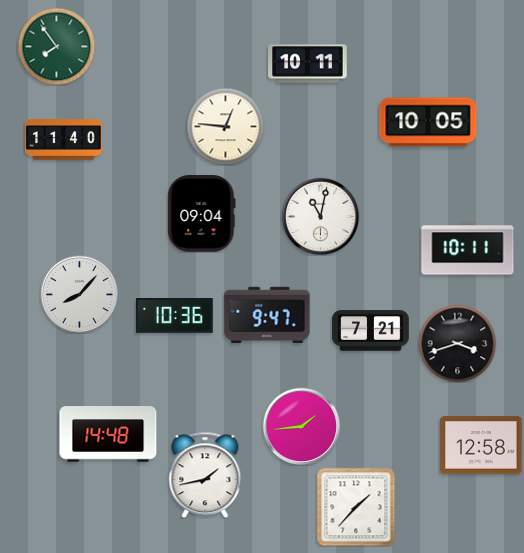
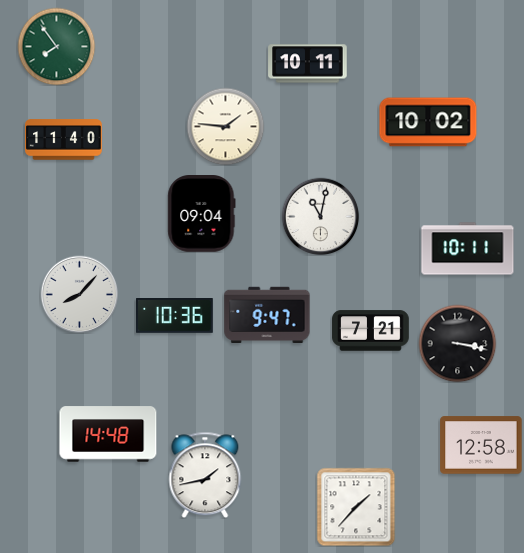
clock at (428, 122): 10:05 -> 10:02
clock at (225, 126): 12:46 -> 1:46
clock at (457, 343): 3:42 -> 3:17
clock at (301, 426): 1:44 -> none
